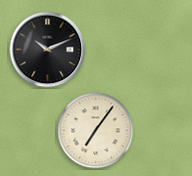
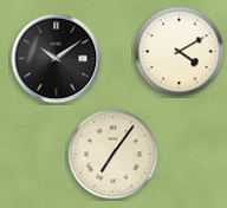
clock at (180, 52): none -> 4:10
clock at (48, 50): 10:11 -> 10:09
